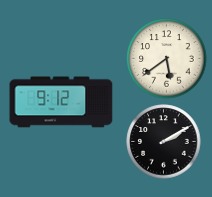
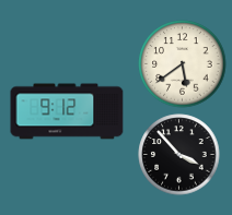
clock at (164, 142): 2:10 -> 3:53
